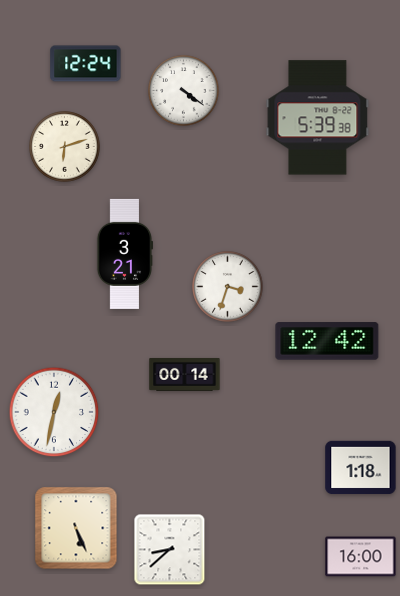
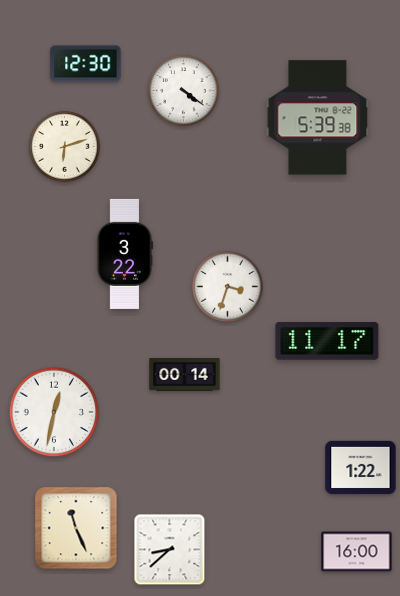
clock at (86, 64): 12:24 -> 12:30
clock at (125, 254): 3:21 -> 3:22
clock at (327, 341): 12:42 -> 11:17
clock at (361, 468): 1:18 -> 1:22
clock at (76, 528): 5:26 -> 11:26
clock at (361, 557) position: (361, 557) -> (357, 552)
